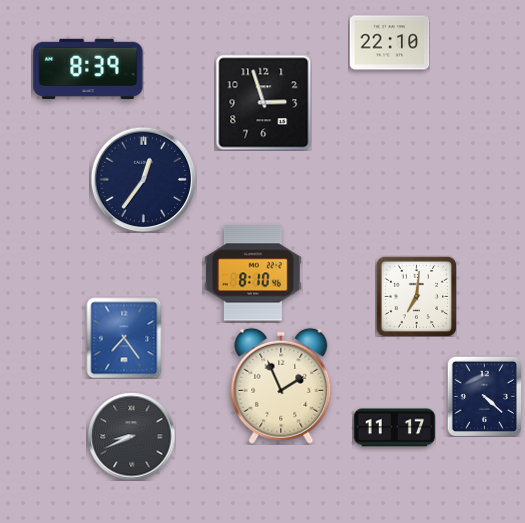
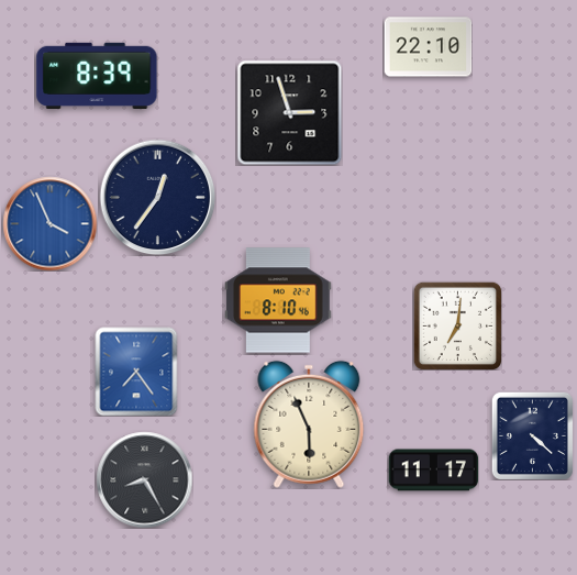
clock at (49, 223): none -> 3:56
clock at (281, 386): 1:56 -> 5:56
clock at (131, 436): 8:41 -> 8:25
